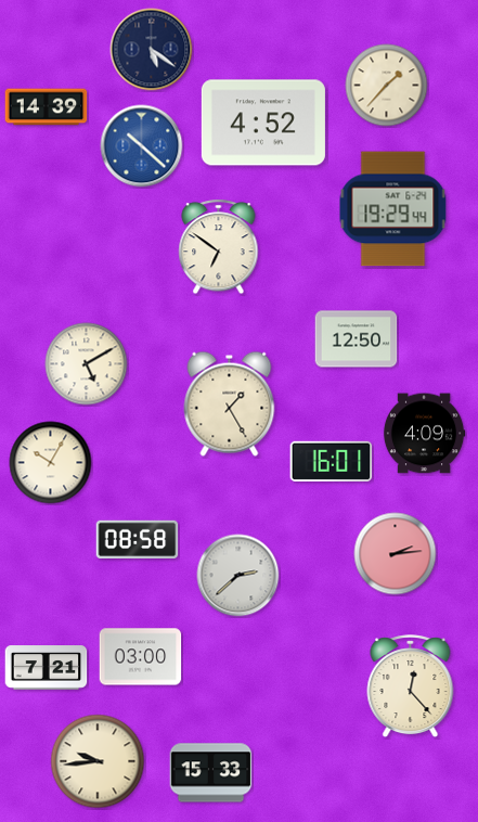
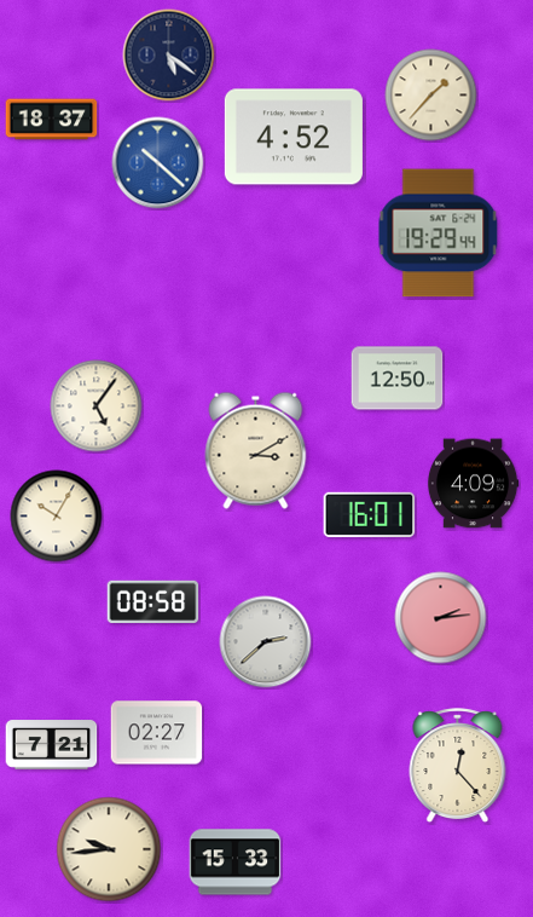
clock at (47, 107): 14:39 -> 18:37
clock at (219, 247): 6:51 -> none
clock at (87, 364): 5:10 -> 5:06
clock at (230, 403): 1:25 -> 3:10
clock at (141, 657): 03:00 -> 02:27
